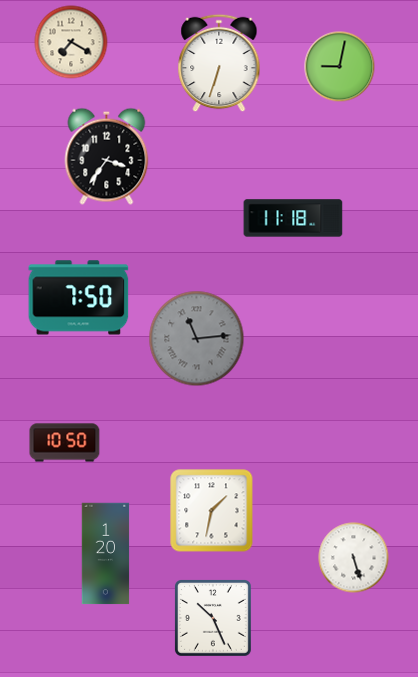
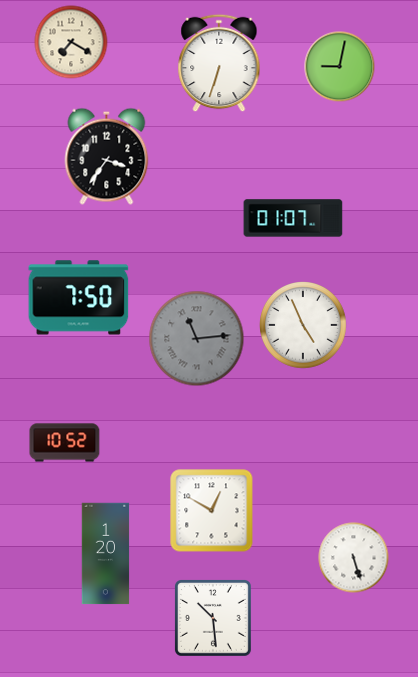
clock at (293, 218): 11:18 -> 01:07
clock at (304, 326): none -> 4:56
clock at (65, 443): 10:50 -> 10:52
clock at (212, 511): 1:32 -> 12:50
clock at (213, 618): 10:26 -> 10:29
